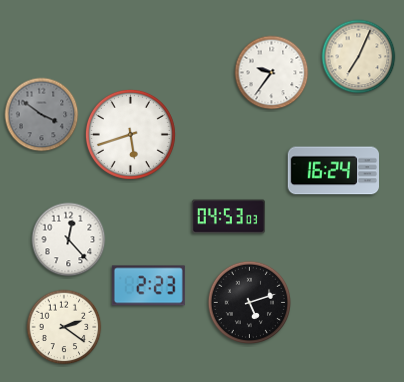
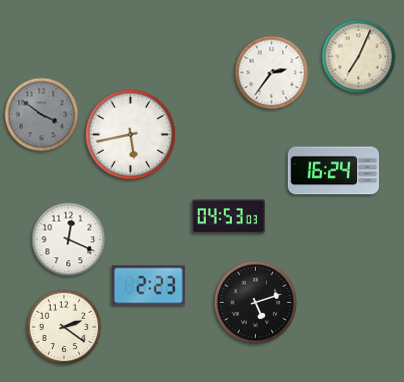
clock at (272, 73): 9:36 -> 2:36
clock at (130, 134): 5:42 -> 5:43
clock at (69, 240): 12:23 -> 12:19
clock at (250, 303) position: (250, 303) -> (256, 303)
